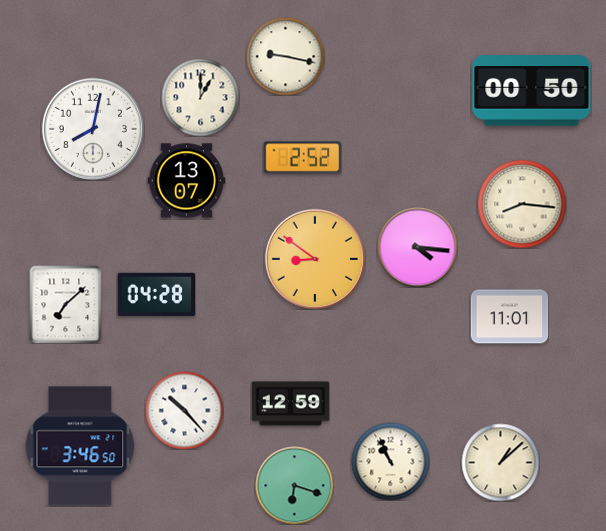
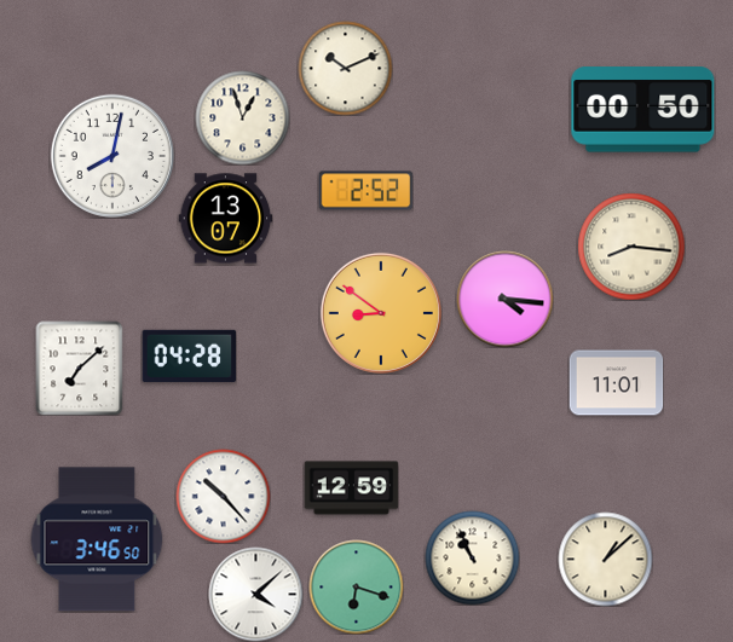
clock at (285, 56): 9:17 -> 10:11
clock at (200, 97): 1:00 -> 12:57
clock at (255, 594): none -> 4:08
